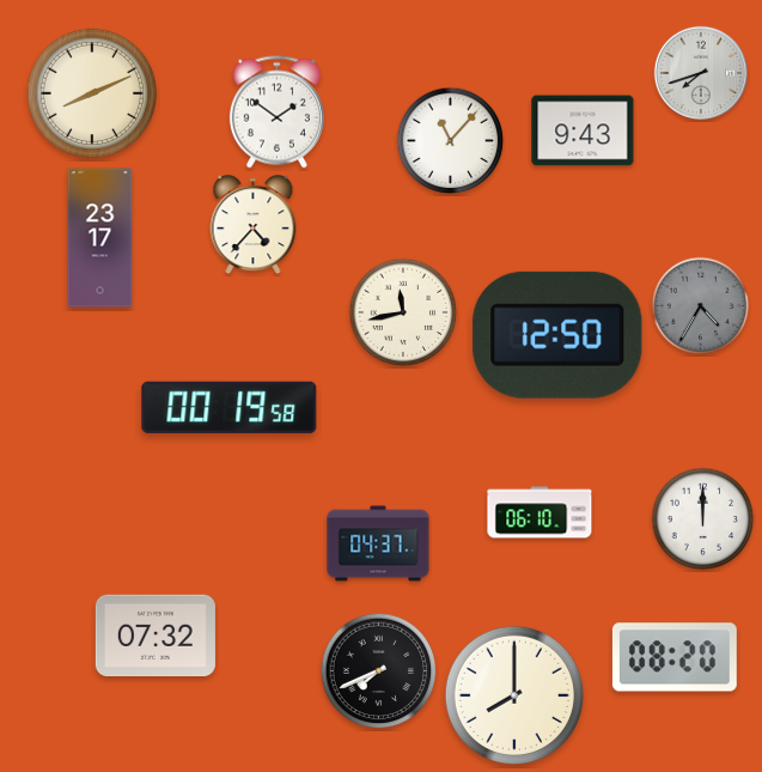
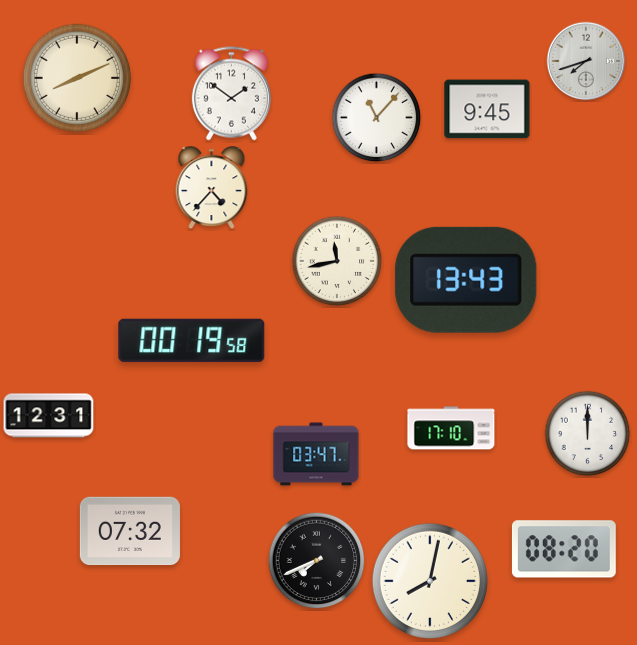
clock at (583, 130): 9:43 -> 9:45
clock at (100, 238): 23:17 -> none
clock at (701, 306): 4:35 -> none
clock at (557, 335): 12:50 -> 13:43
clock at (49, 416): none -> 12:31
clock at (540, 512): 06:10 -> 17:10
clock at (378, 543): 04:37 -> 03:47
clock at (514, 695): 8:00 -> 8:02
